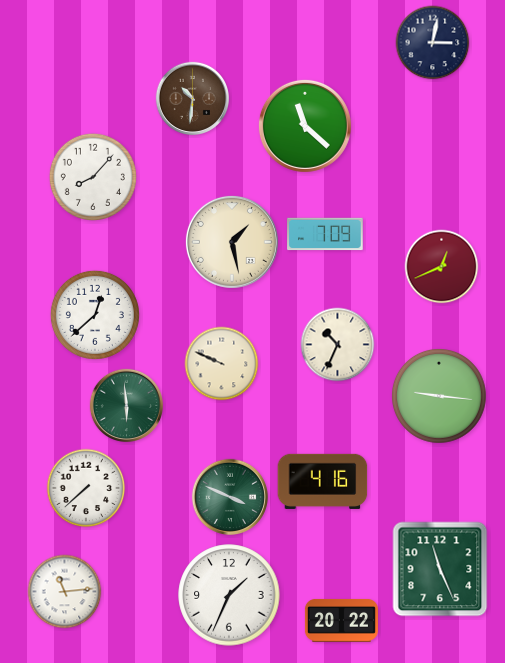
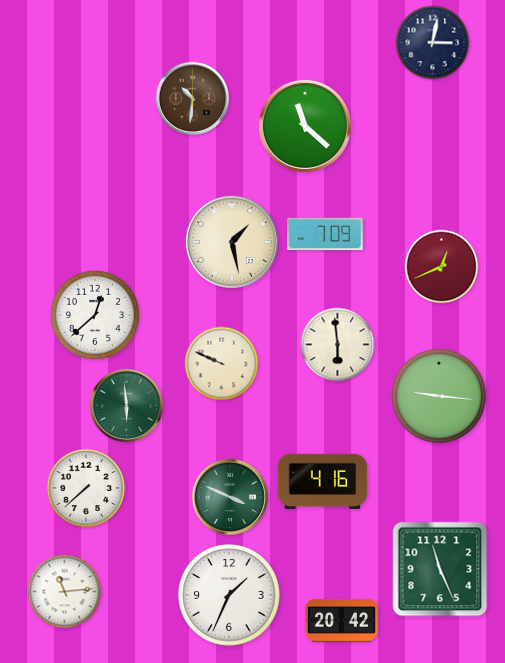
clock at (93, 177): 8:07 -> none
clock at (338, 345): 10:34 -> 5:59
clock at (341, 620): 20:22 -> 20:42
